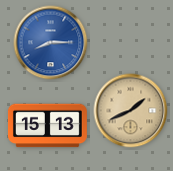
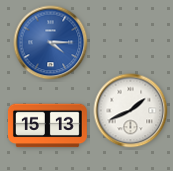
clock at (51, 43): 8:15 -> 4:15
clock at (131, 111) dial: champagne -> white
